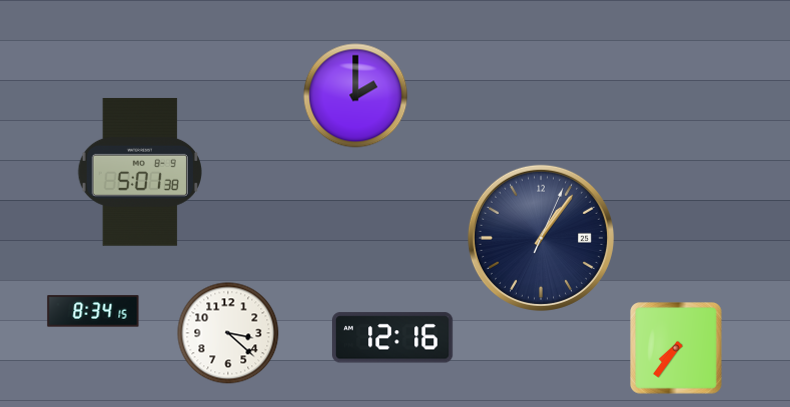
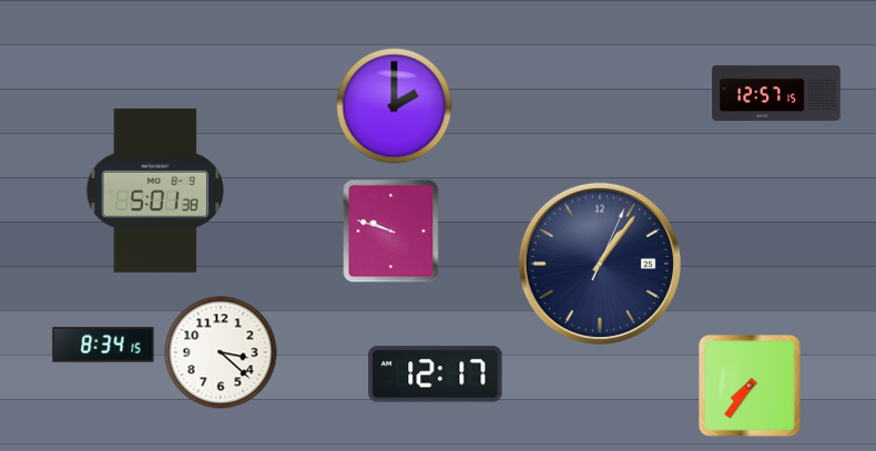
clock at (776, 92): none -> 12:57
clock at (391, 232): none -> 9:48
clock at (228, 333) position: (228, 333) -> (221, 352)
clock at (393, 338): 12:16 -> 12:17
